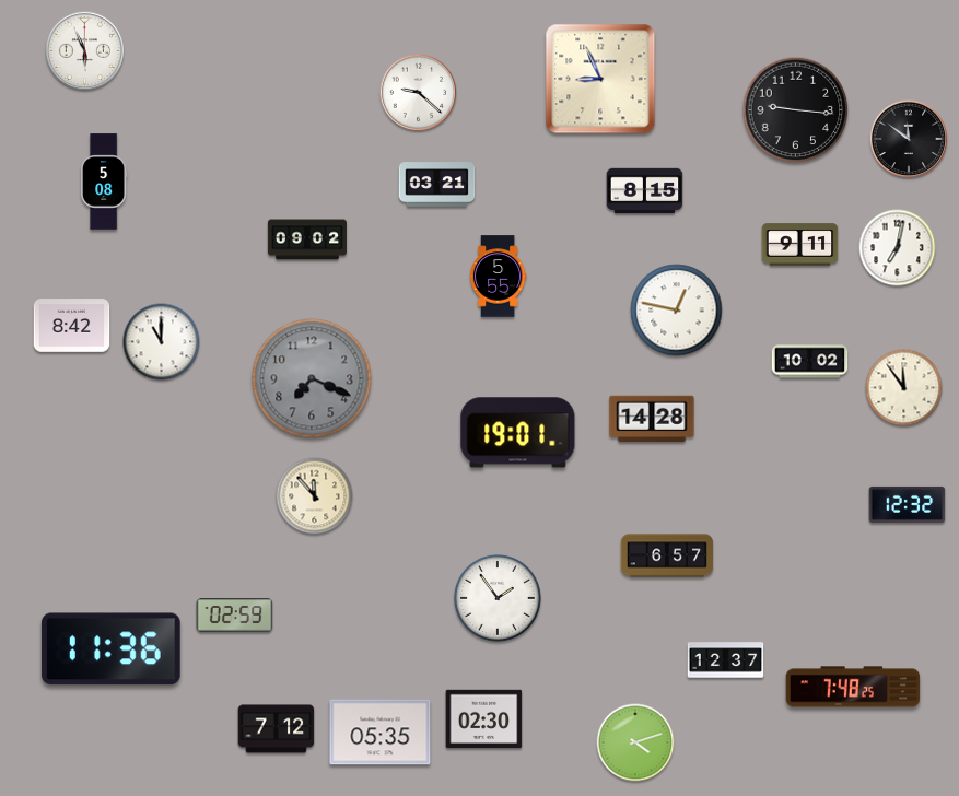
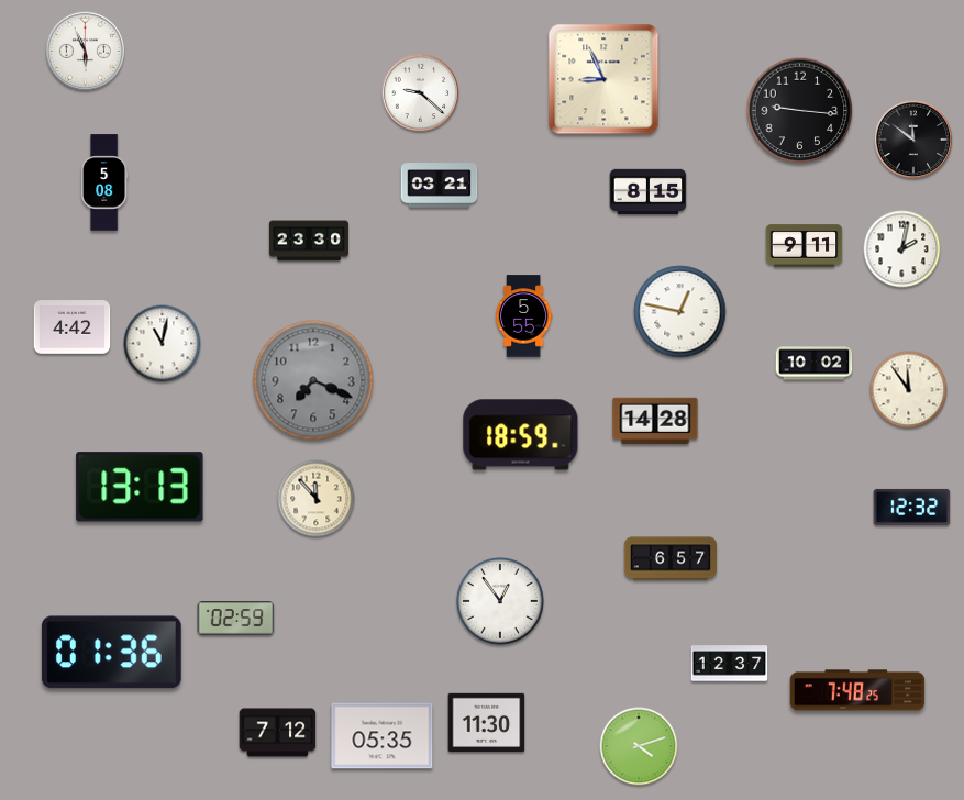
clock at (307, 239): 09:02 -> 23:30
clock at (898, 248): 7:02 -> 2:02
clock at (498, 277) position: (498, 277) -> (523, 316)
clock at (72, 326): 8:42 -> 4:42
clock at (162, 342): 11:00 -> 11:02
clock at (518, 433): 19:01 -> 18:59
clock at (140, 487): none -> 13:13
clock at (498, 598): 1:54 -> 12:54
clock at (112, 649): 11:36 -> 01:36
clock at (484, 719): 02:30 -> 11:30
